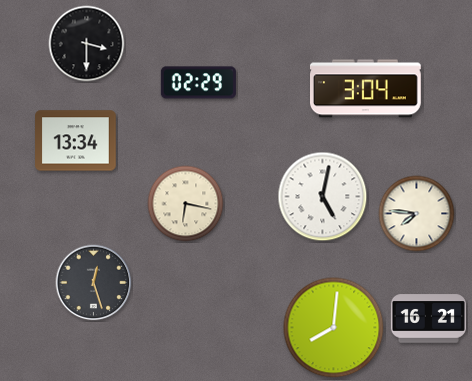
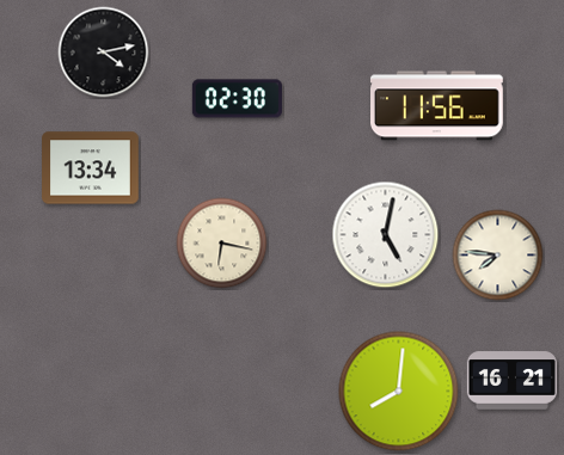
clock at (87, 44): 3:30 -> 4:13
clock at (198, 83): 02:29 -> 02:30
clock at (366, 89): 3:04 -> 11:56
clock at (94, 283): 12:27 -> none
